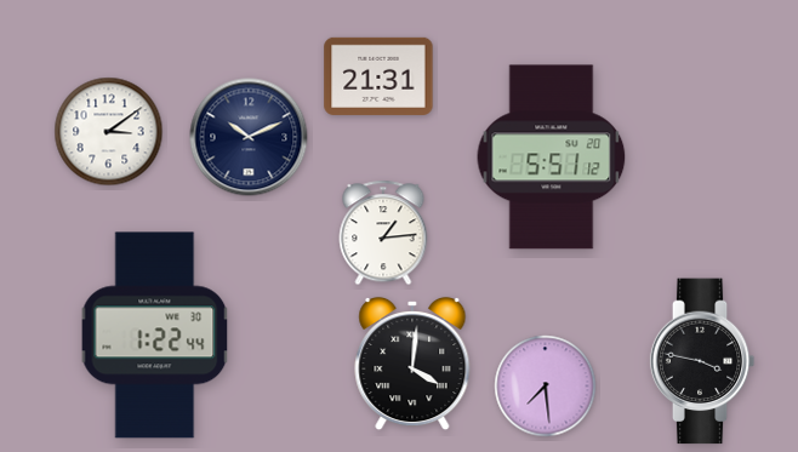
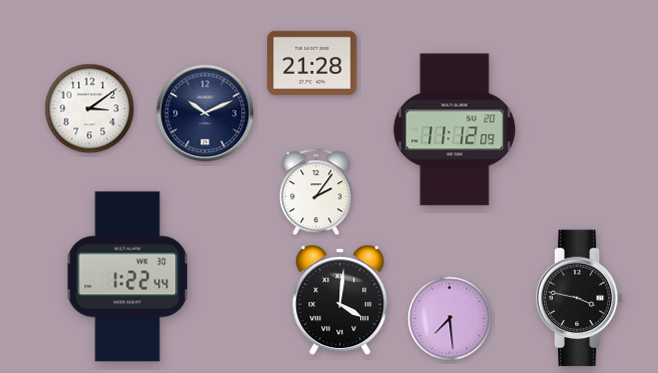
clock at (378, 76): 21:31 -> 21:28
clock at (552, 158): 5:51 -> 11:12
clock at (383, 233): 1:14 -> 2:06
